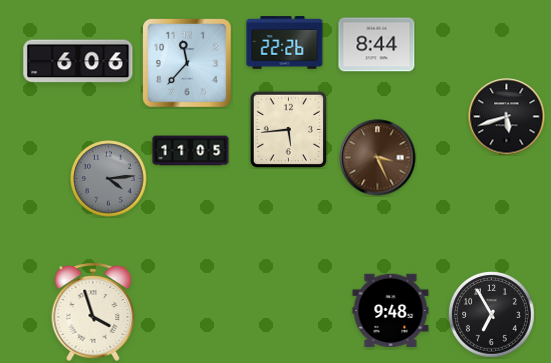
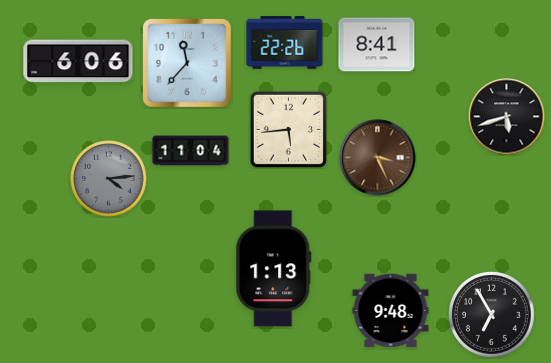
clock at (377, 45): 8:44 -> 8:41
clock at (191, 151): 11:05 -> 11:04
clock at (274, 269): none -> 1:13
clock at (93, 312): 3:57 -> none
